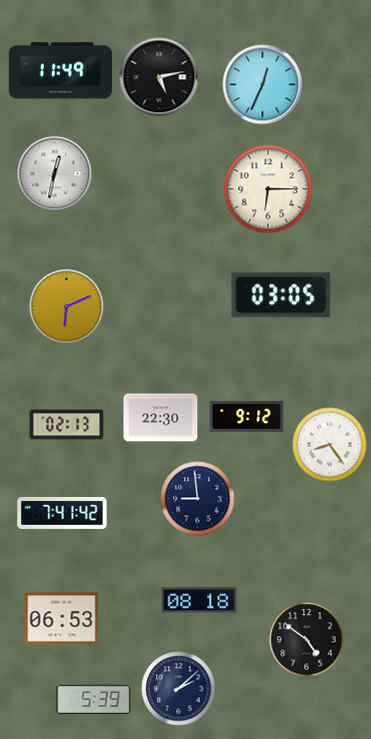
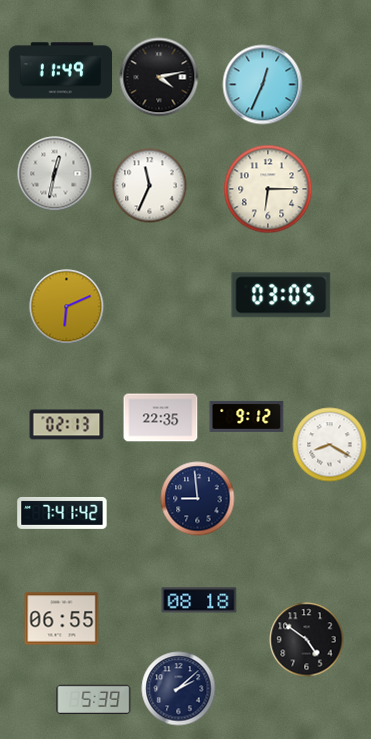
clock at (159, 77): 5:13 -> 4:13
clock at (150, 186): none -> 11:34
clock at (161, 418): 22:30 -> 22:35
clock at (330, 445): 8:24 -> 8:20
clock at (62, 619): 06:53 -> 06:55
